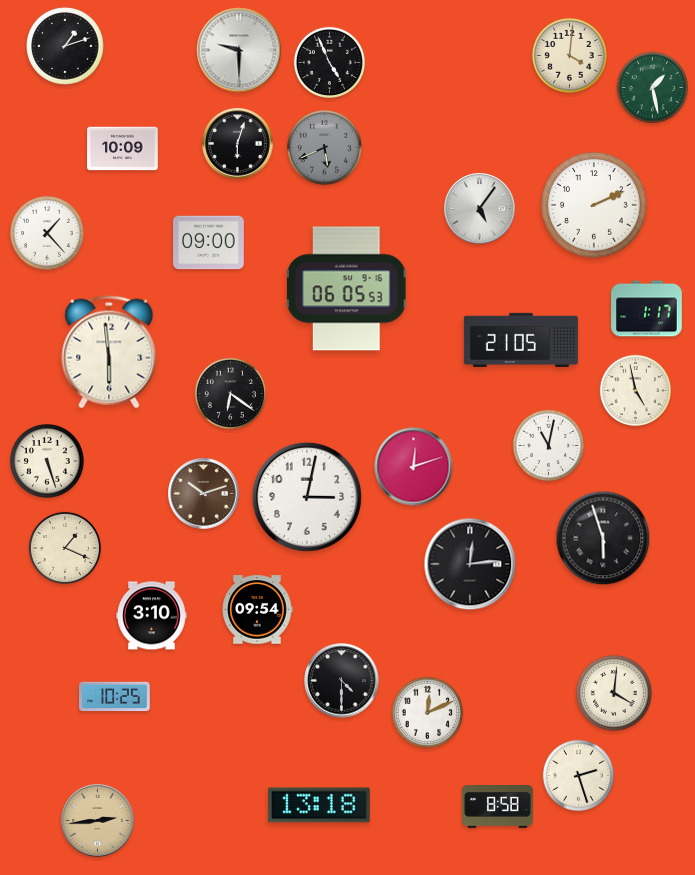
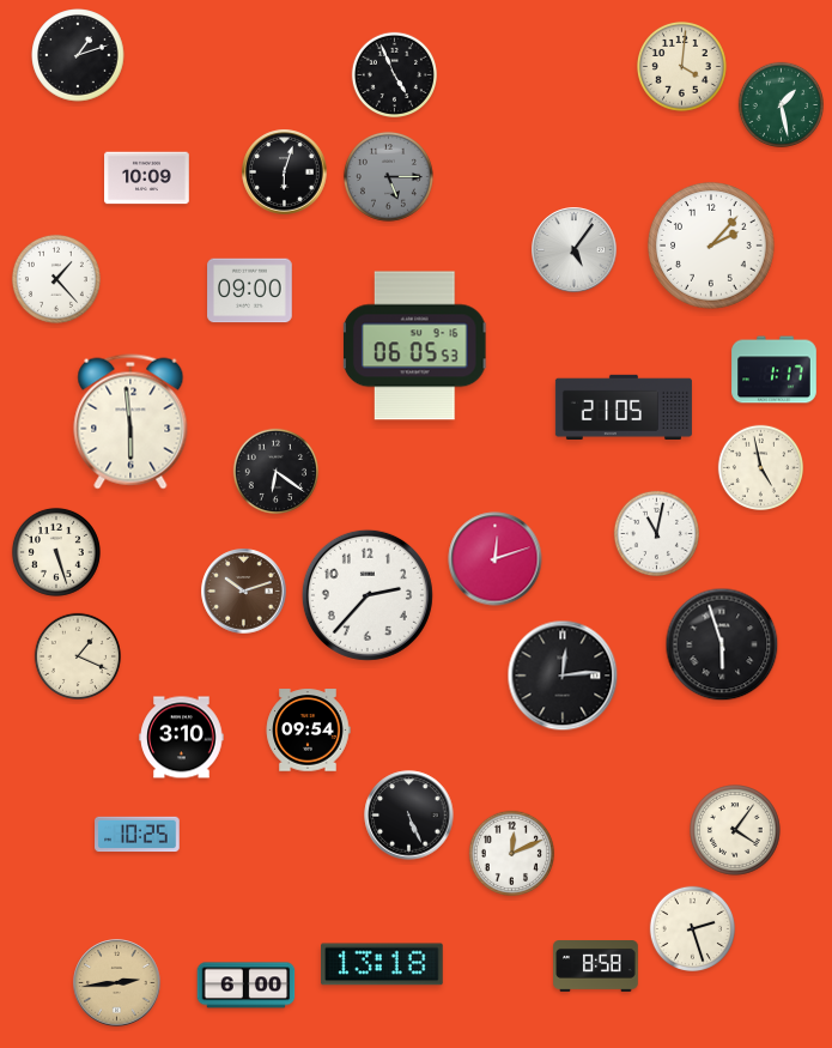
clock at (239, 50): 9:30 -> none
clock at (324, 147): 5:41 -> 5:15
clock at (595, 206): 2:11 -> 2:07
clock at (307, 497): 3:02 -> 2:37
clock at (342, 681): 4:30 -> 5:26
clock at (615, 694): 4:01 -> 4:06
clock at (247, 986): none -> 6:00
